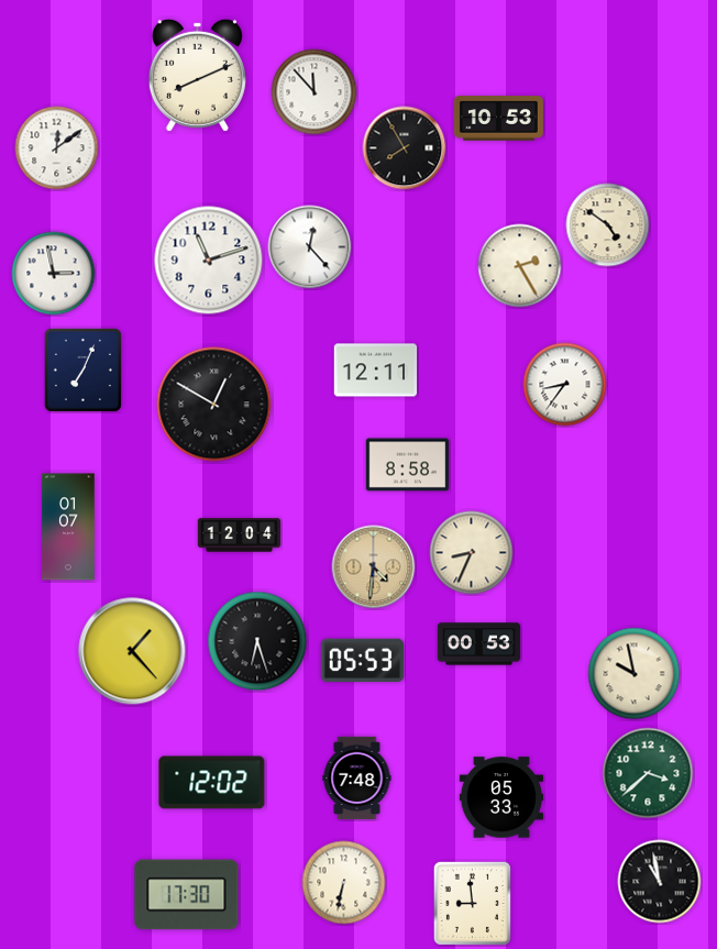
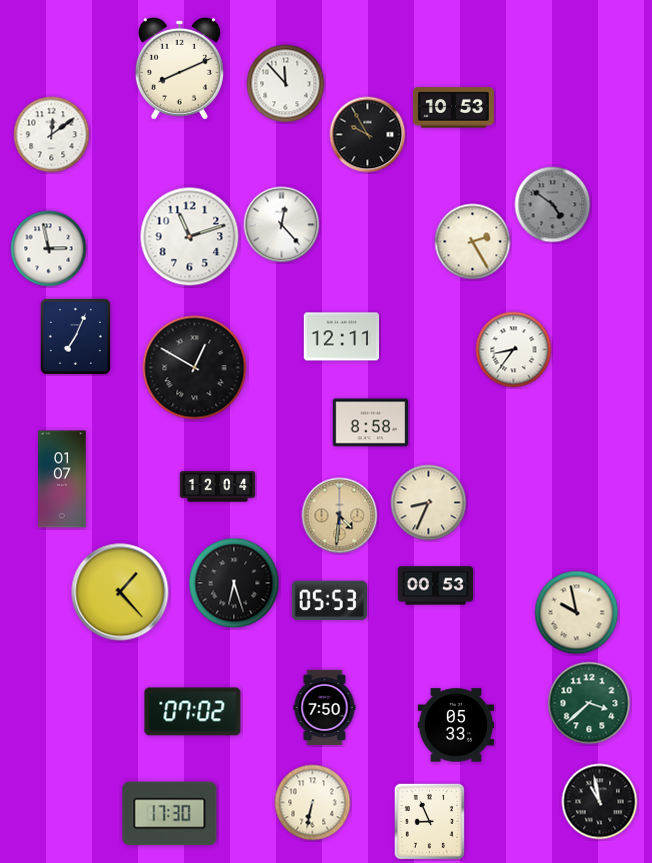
clock at (405, 148): 7:55 -> 9:55
clock at (608, 225) dial: cream -> grey
clock at (357, 779): 7:48 -> 7:50
clock at (212, 783): 12:02 -> 07:02
clock at (472, 903): 8:59 -> 8:56
